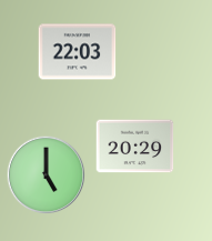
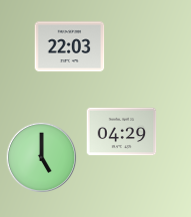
clock at (135, 147): 20:29 -> 04:29
